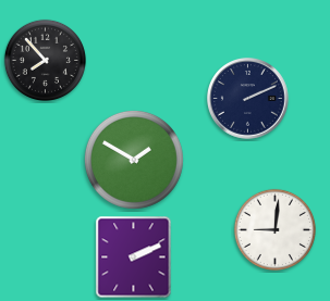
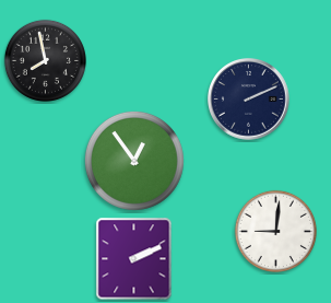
clock at (45, 60): 7:53 -> 7:58
clock at (134, 160): 1:50 -> 12:54
